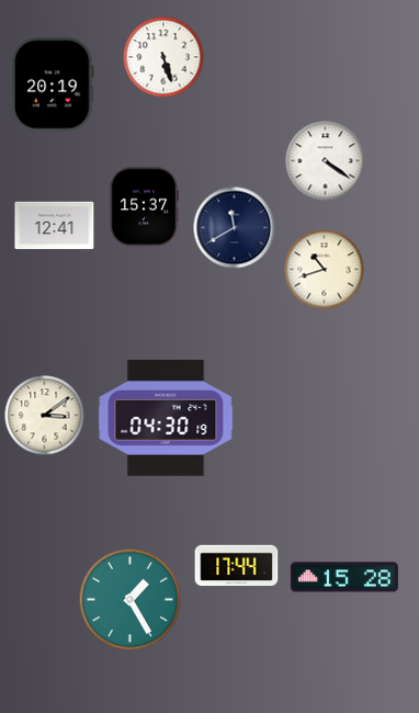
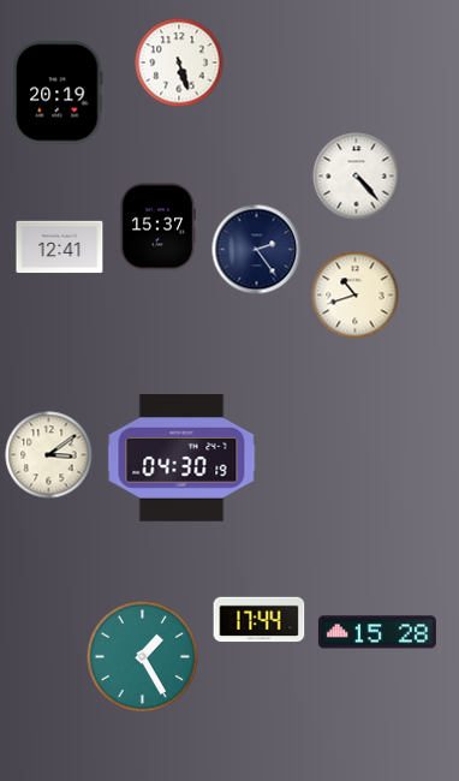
clock at (326, 161): 4:21 -> 4:23
clock at (235, 228): 11:40 -> 2:24
